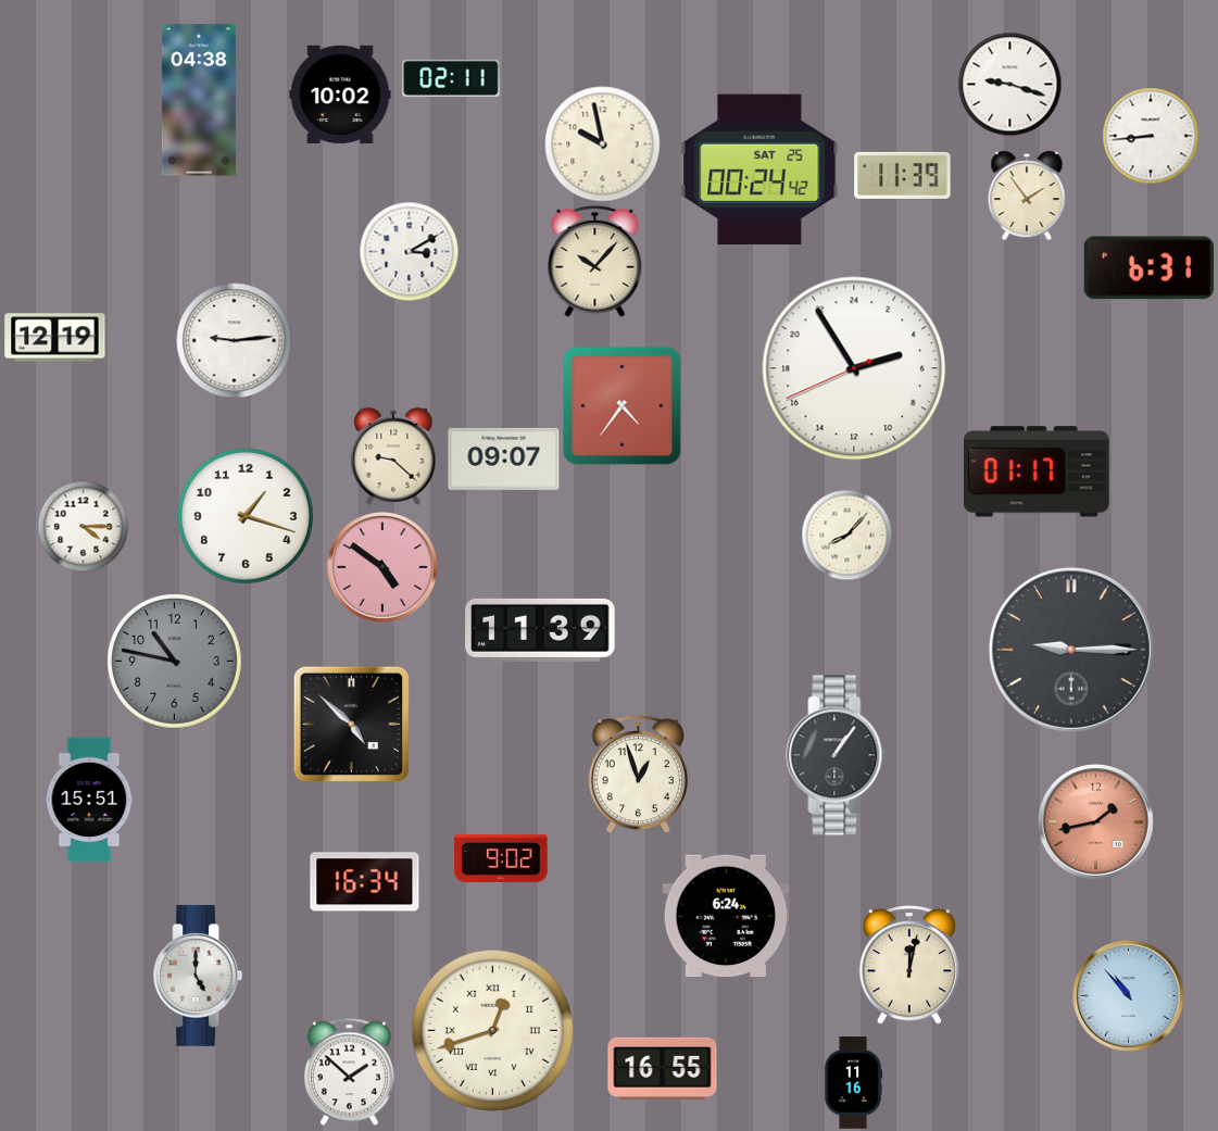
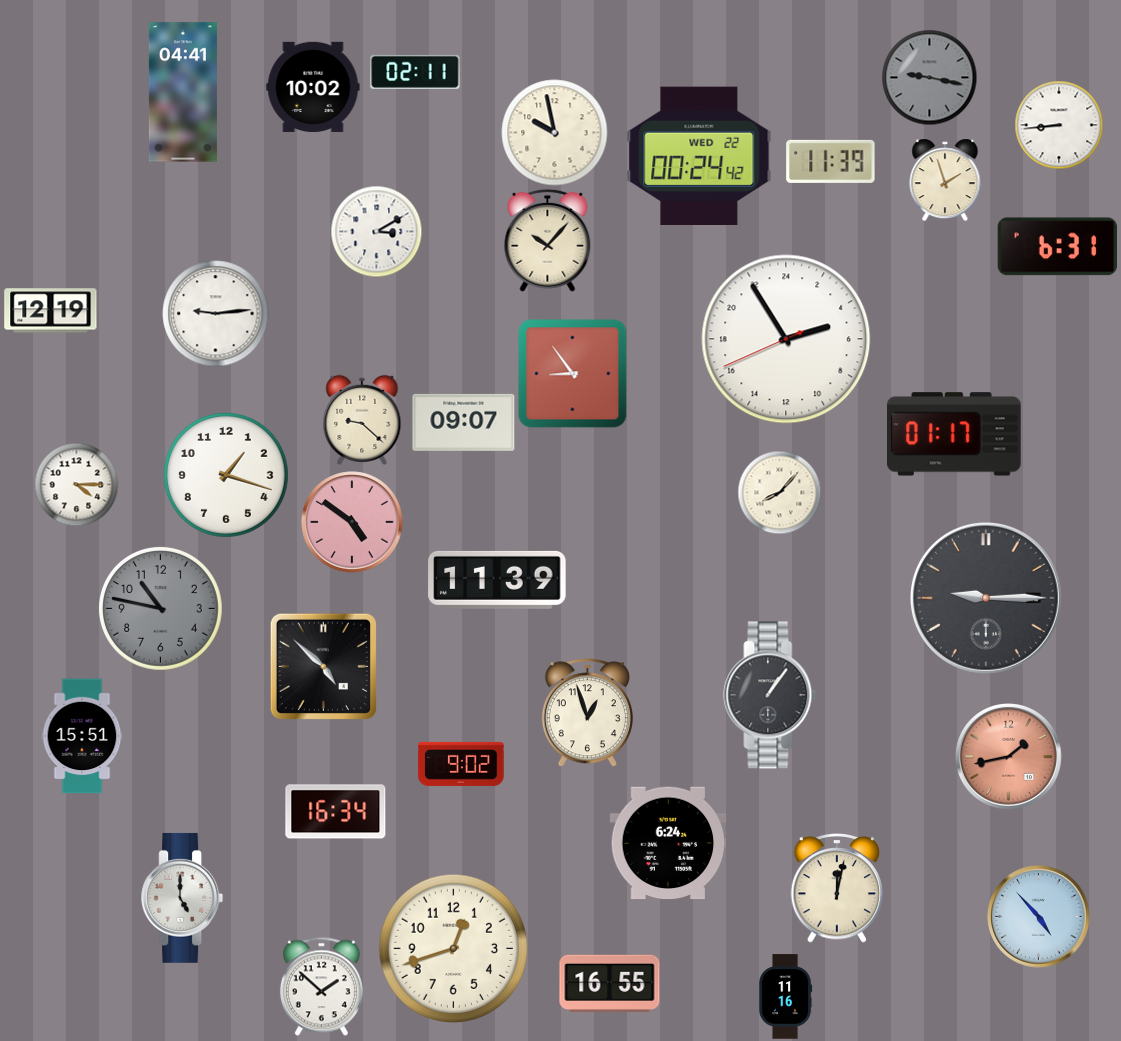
clock at (1009, 84): 9:18 -> 9:17
clock at (1009, 84) dial: white -> grey
clock at (199, 100): 04:38 -> 04:41
clock at (759, 168) date: SAT 25 -> WED 22
clock at (1027, 196): 1:54 -> 1:57
clock at (623, 406): 4:36 -> 8:54
clock at (501, 858) position: (501, 858) -> (461, 764)
clock at (1129, 996): 10:53 -> 4:53
clock at (492, 1030) numerals: Roman -> Arabic
